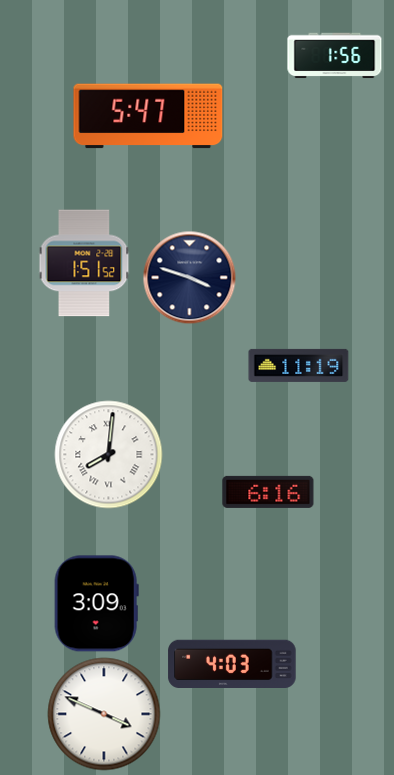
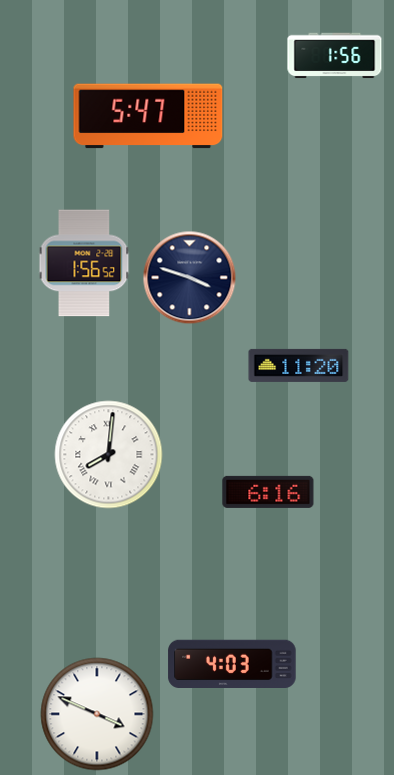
clock at (84, 263): 1:51 -> 1:56
clock at (299, 365): 11:19 -> 11:20
clock at (96, 604): 3:09 -> none
clock at (104, 714) position: (104, 714) -> (97, 714)
